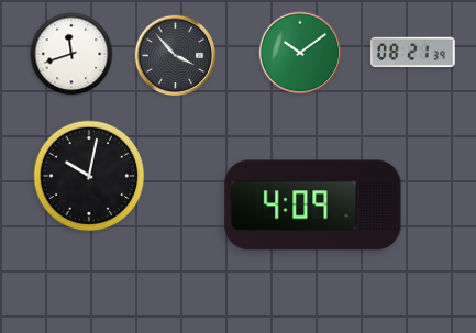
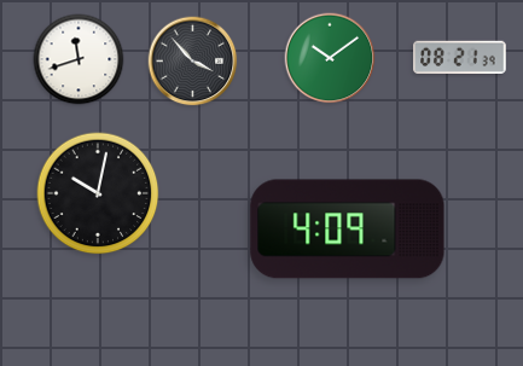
clock at (413, 52) position: (413, 52) -> (460, 57)
clock at (313, 206) position: (313, 206) -> (348, 230)
